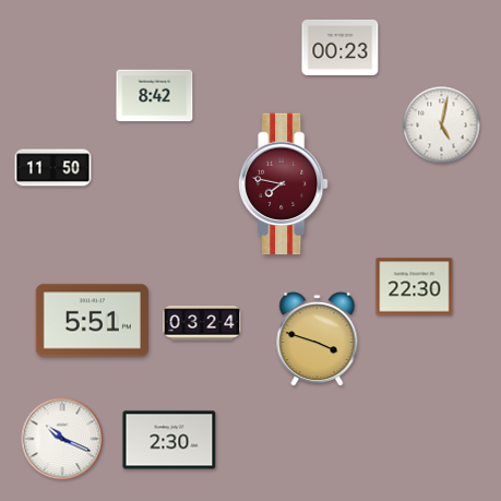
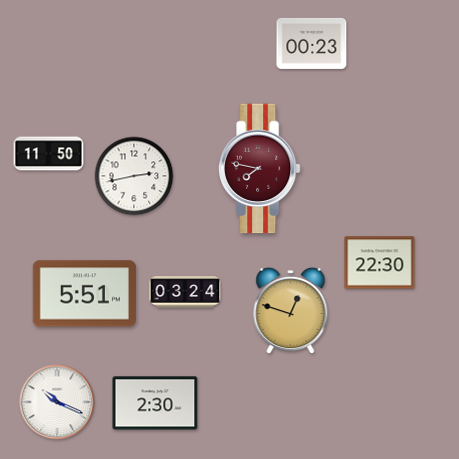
clock at (155, 96): 8:42 -> none
clock at (442, 126): 5:02 -> none
clock at (134, 176): none -> 2:43
clock at (202, 323) position: (202, 323) -> (185, 292)
clock at (318, 339): 3:48 -> 12:48
